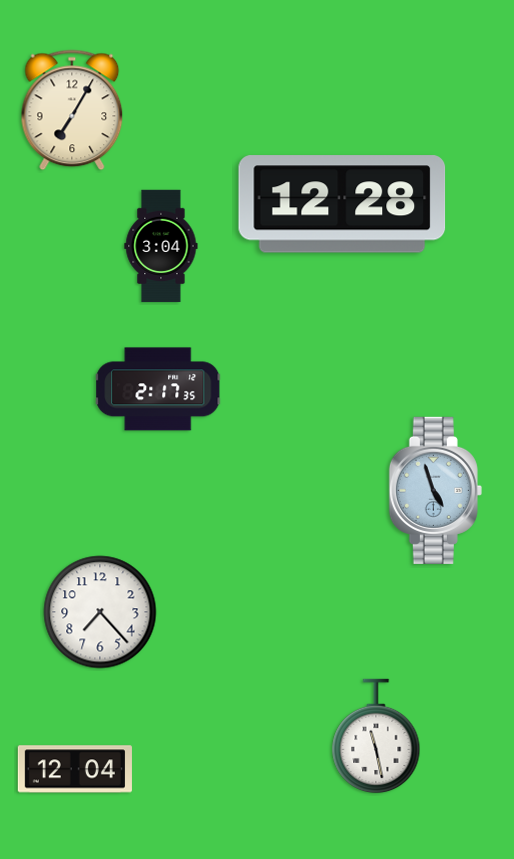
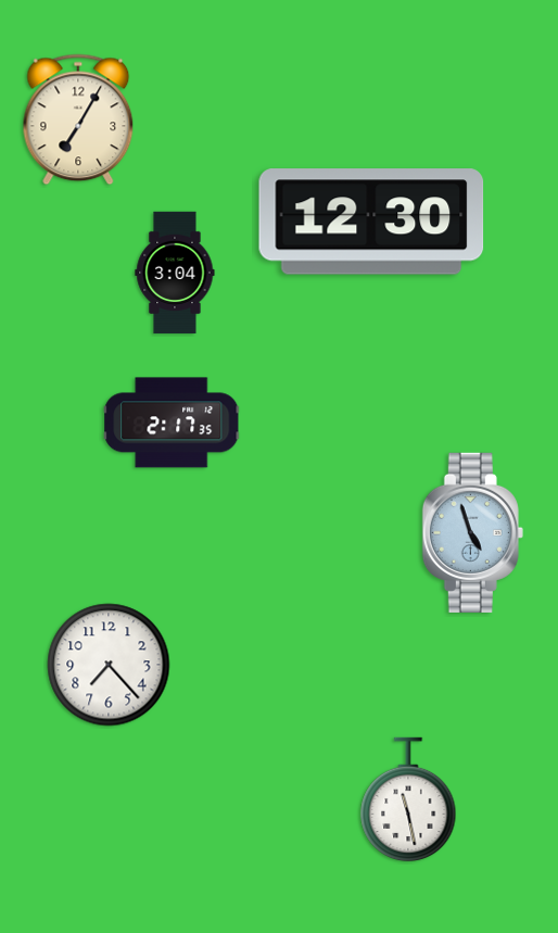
clock at (342, 204): 12:28 -> 12:30
clock at (161, 246) position: (161, 246) -> (175, 273)
clock at (75, 769): 12:04 -> none
